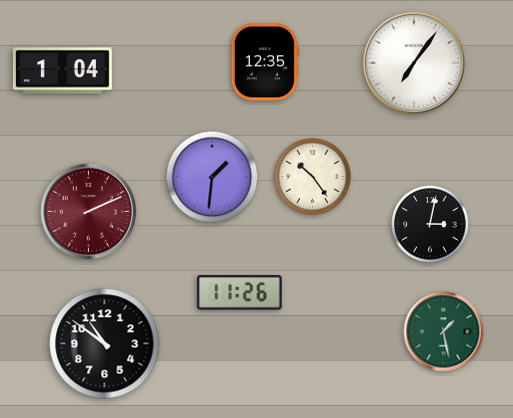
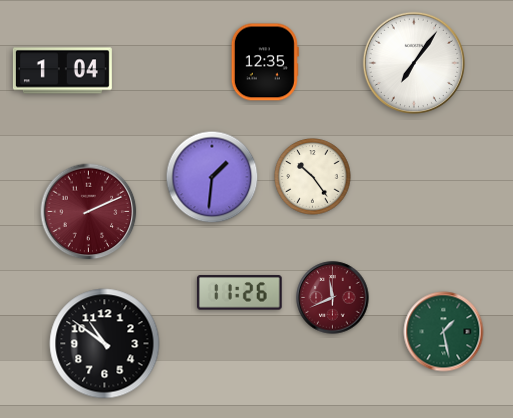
clock at (430, 224): 3:02 -> none
clock at (333, 298): none -> 11:41
